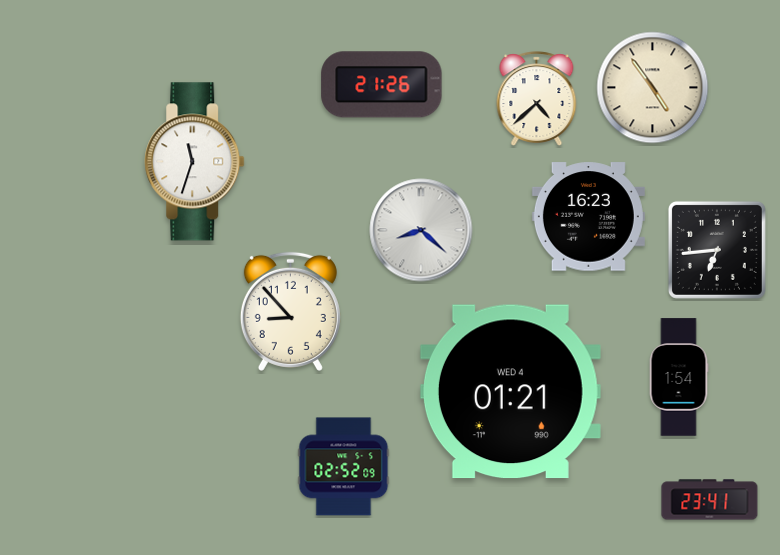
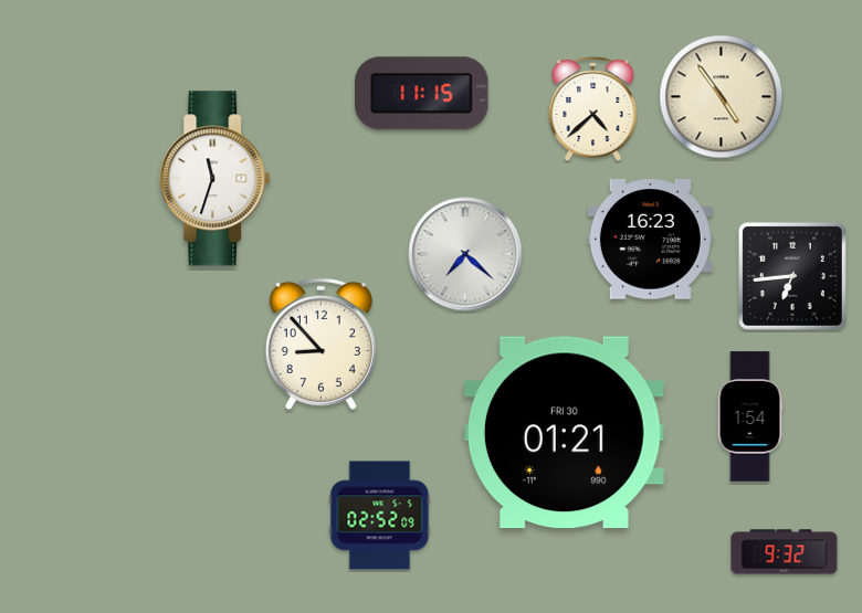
clock at (382, 85): 21:26 -> 11:15
clock at (421, 230): 8:22 -> 7:22
clock at (510, 392) date: WED 4 -> FRI 30
clock at (710, 500): 23:41 -> 9:32
